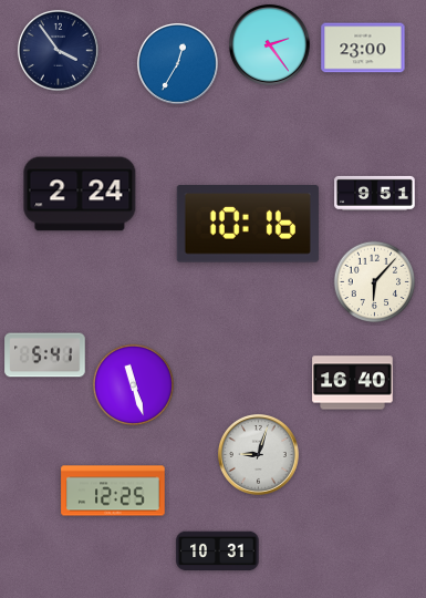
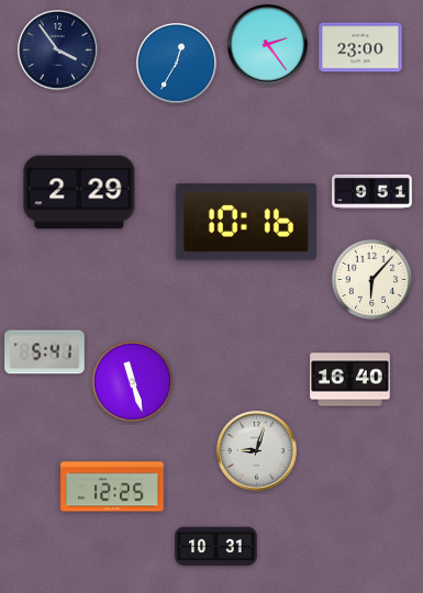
clock at (80, 194): 2:24 -> 2:29
